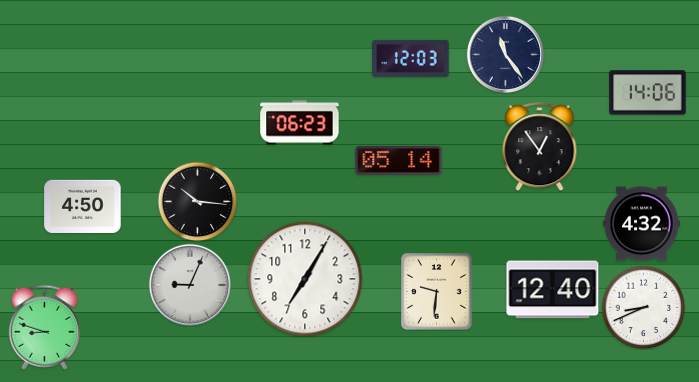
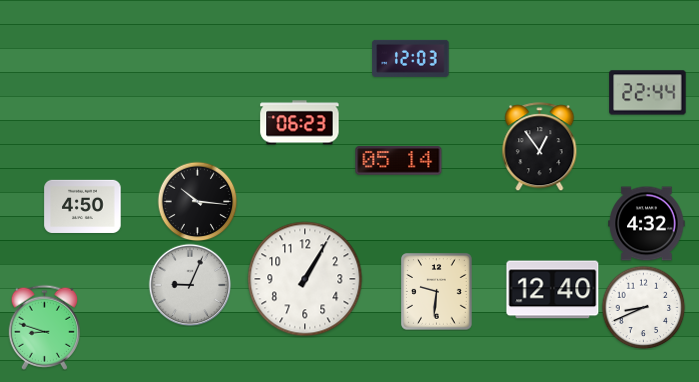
clock at (505, 54): 11:24 -> none
clock at (648, 93): 14:06 -> 22:44
clock at (642, 224) position: (642, 224) -> (647, 224)
clock at (305, 279): 7:05 -> 1:05
